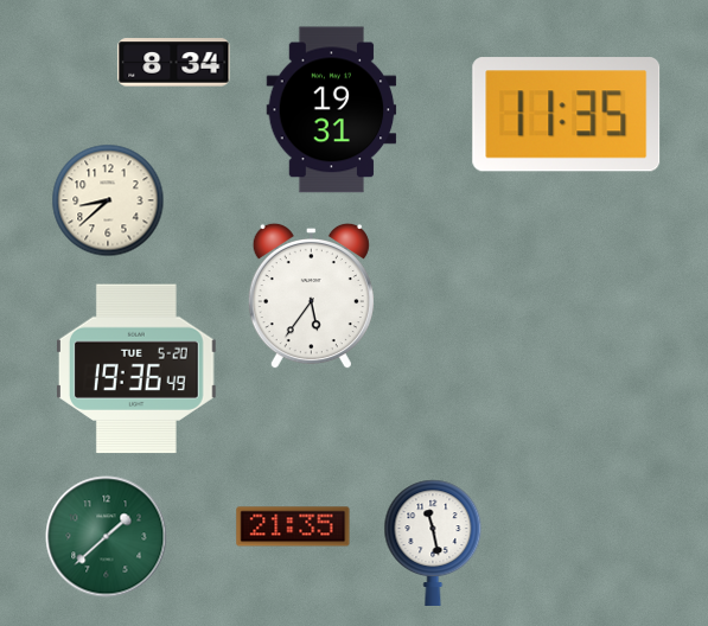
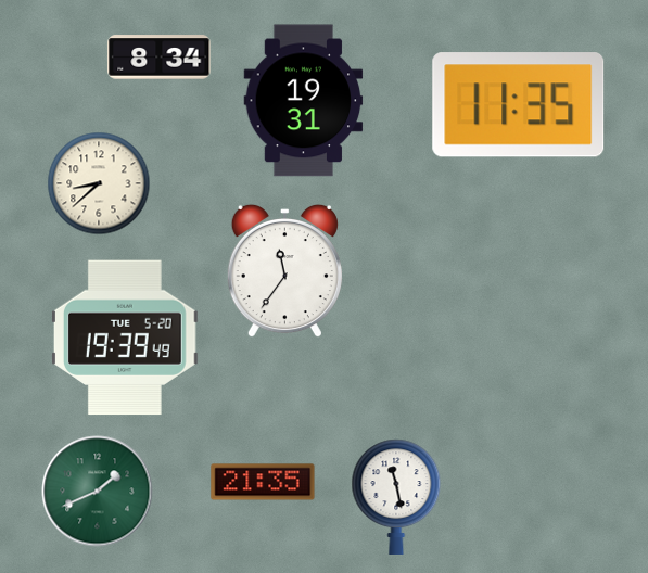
clock at (311, 296): 5:36 -> 11:36
clock at (138, 369): 19:36 -> 19:39
clock at (293, 526) position: (293, 526) -> (263, 482)
clock at (107, 537): 1:38 -> 1:41
